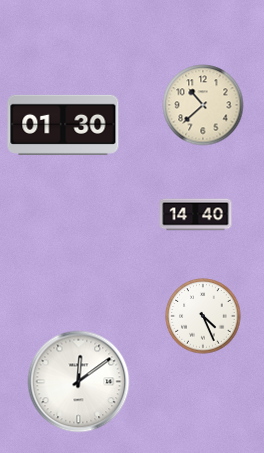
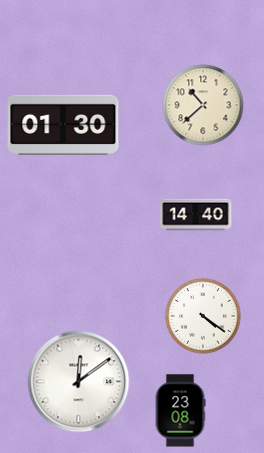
clock at (203, 316): 4:26 -> 4:21
clock at (180, 411): none -> 23:08
